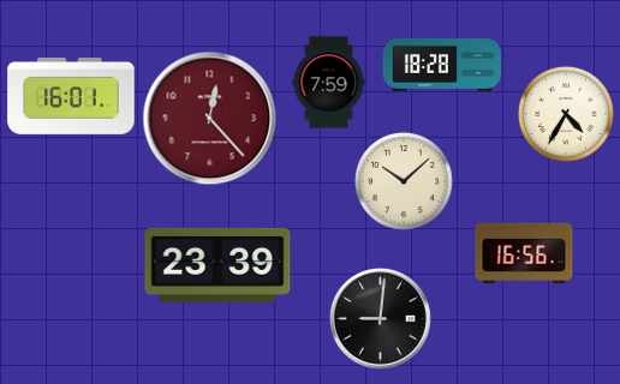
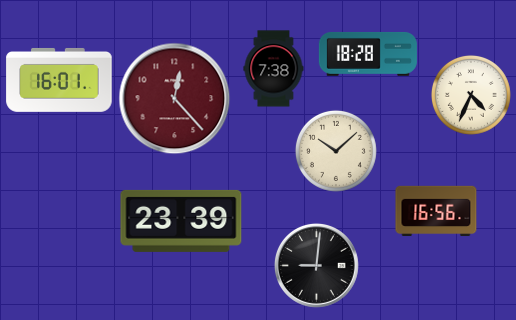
clock at (329, 83): 7:59 -> 7:38
clock at (566, 114): 4:35 -> 4:34
